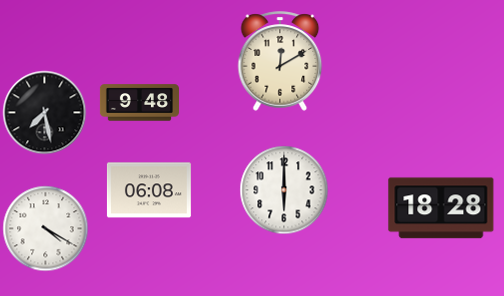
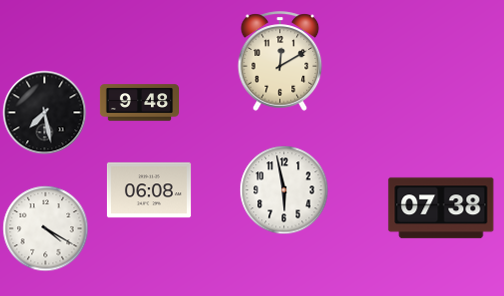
clock at (284, 190): 6:00 -> 5:58
clock at (441, 208): 18:28 -> 07:38
